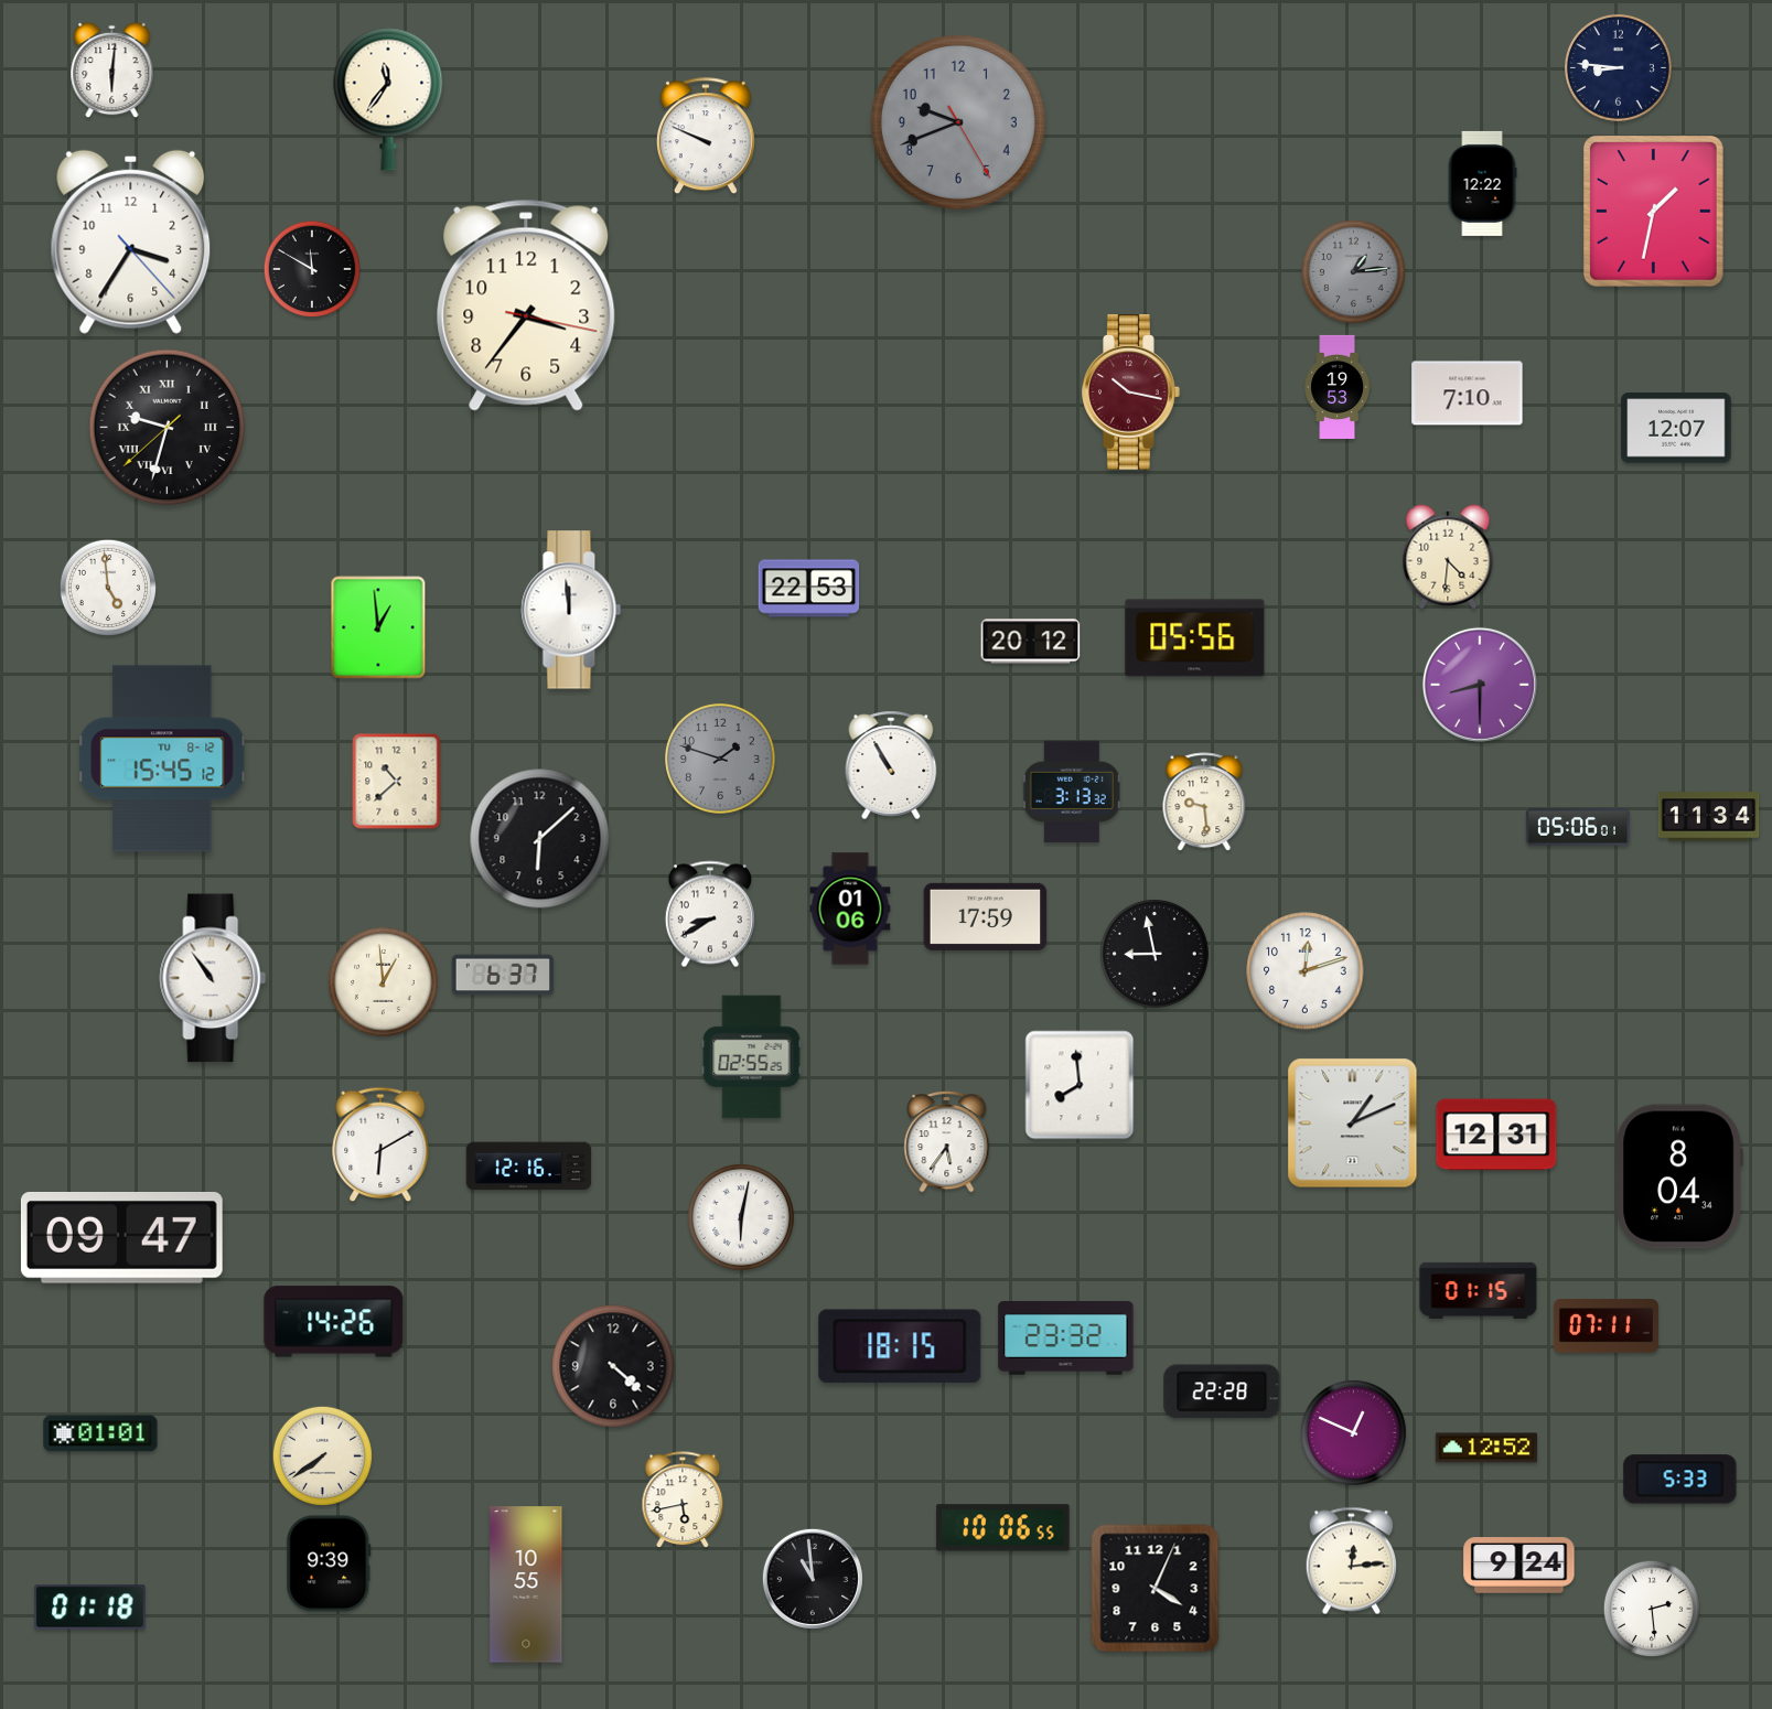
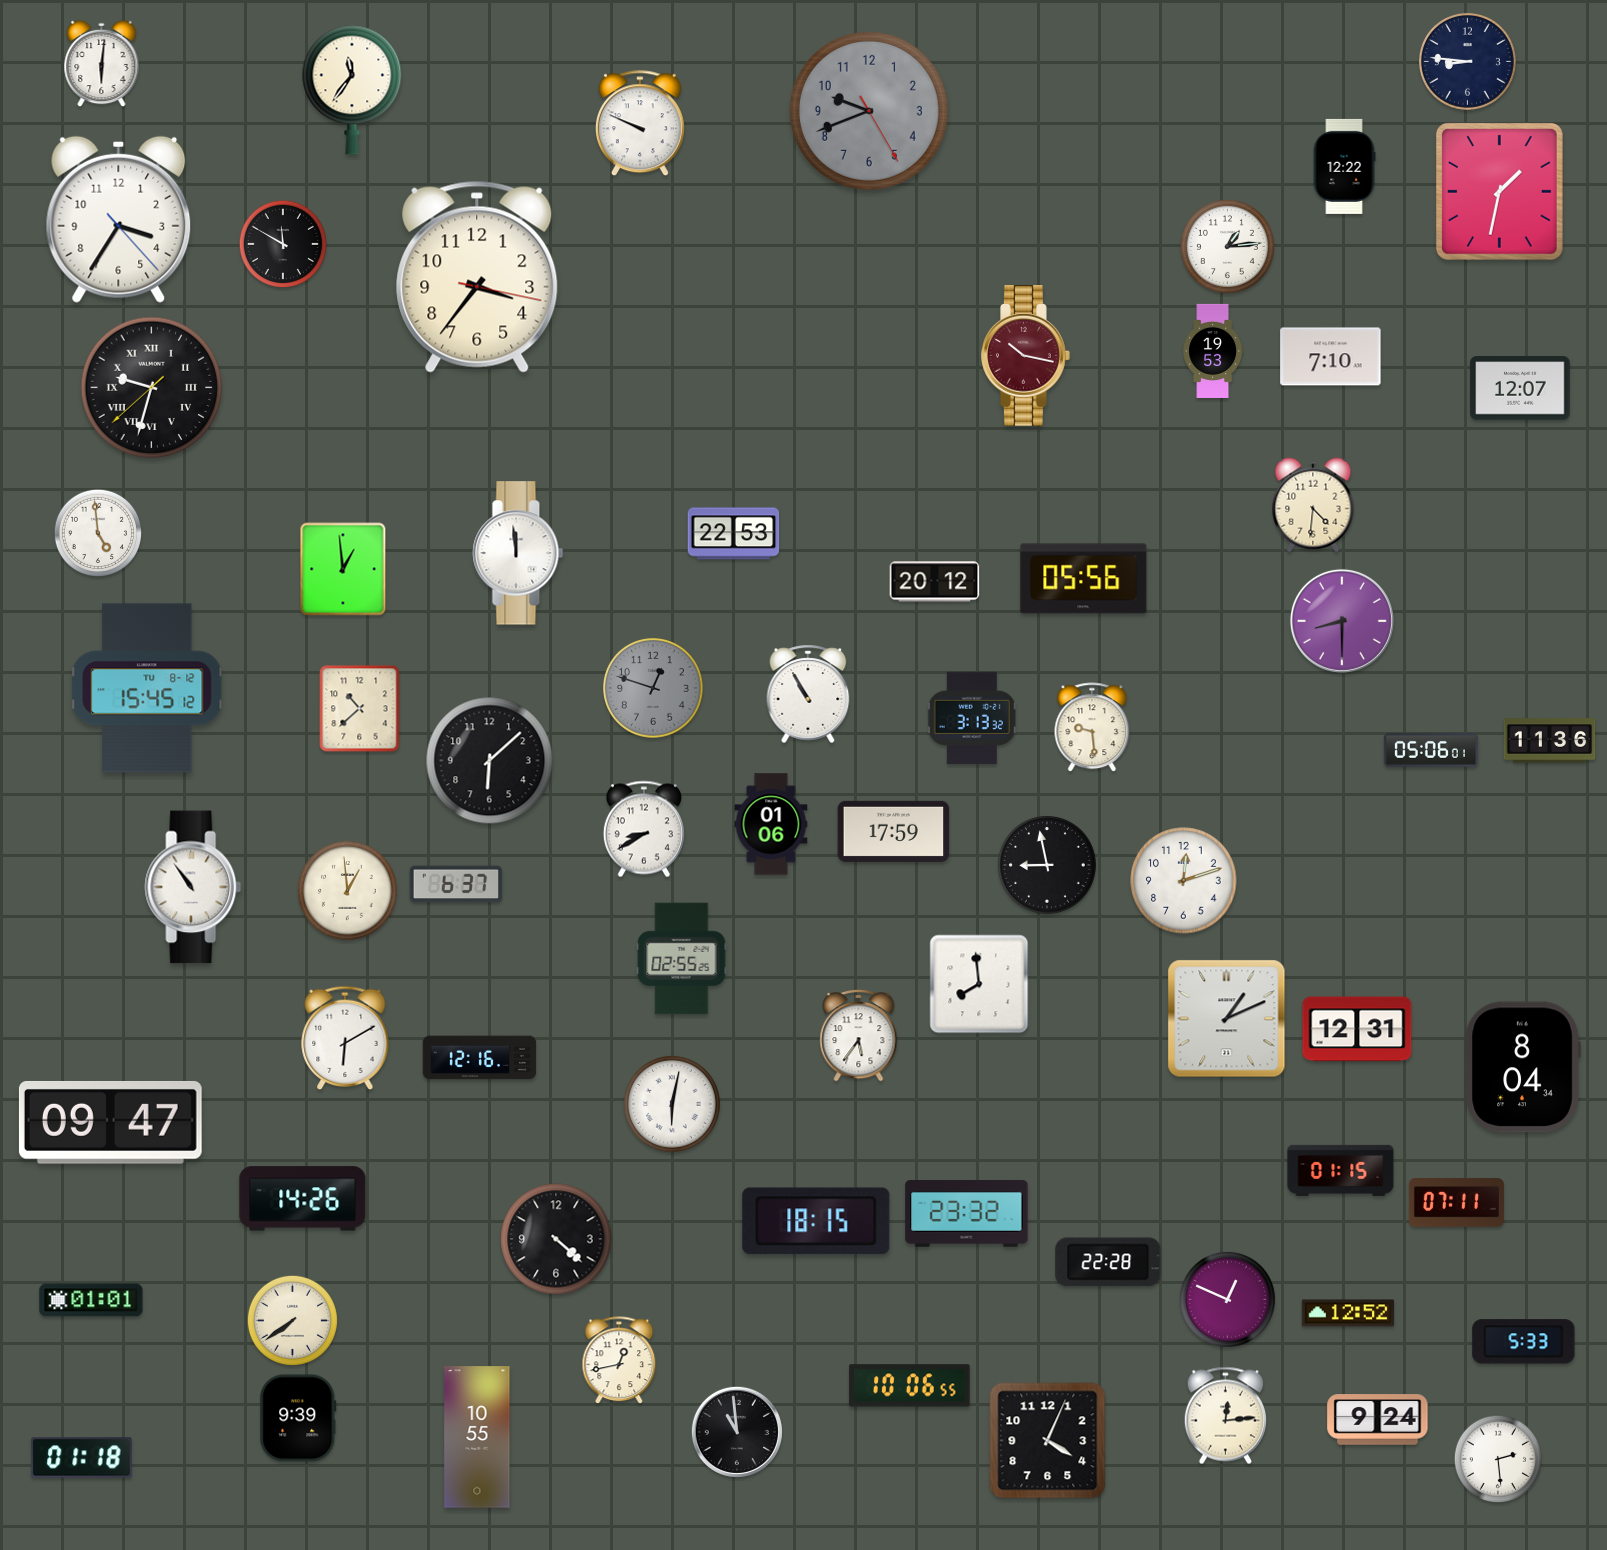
clock at (1353, 271) dial: grey -> white
clock at (721, 760): 1:48 -> 12:48
clock at (1709, 817): 11:34 -> 11:36
clock at (683, 1501): 5:43 -> 12:43
